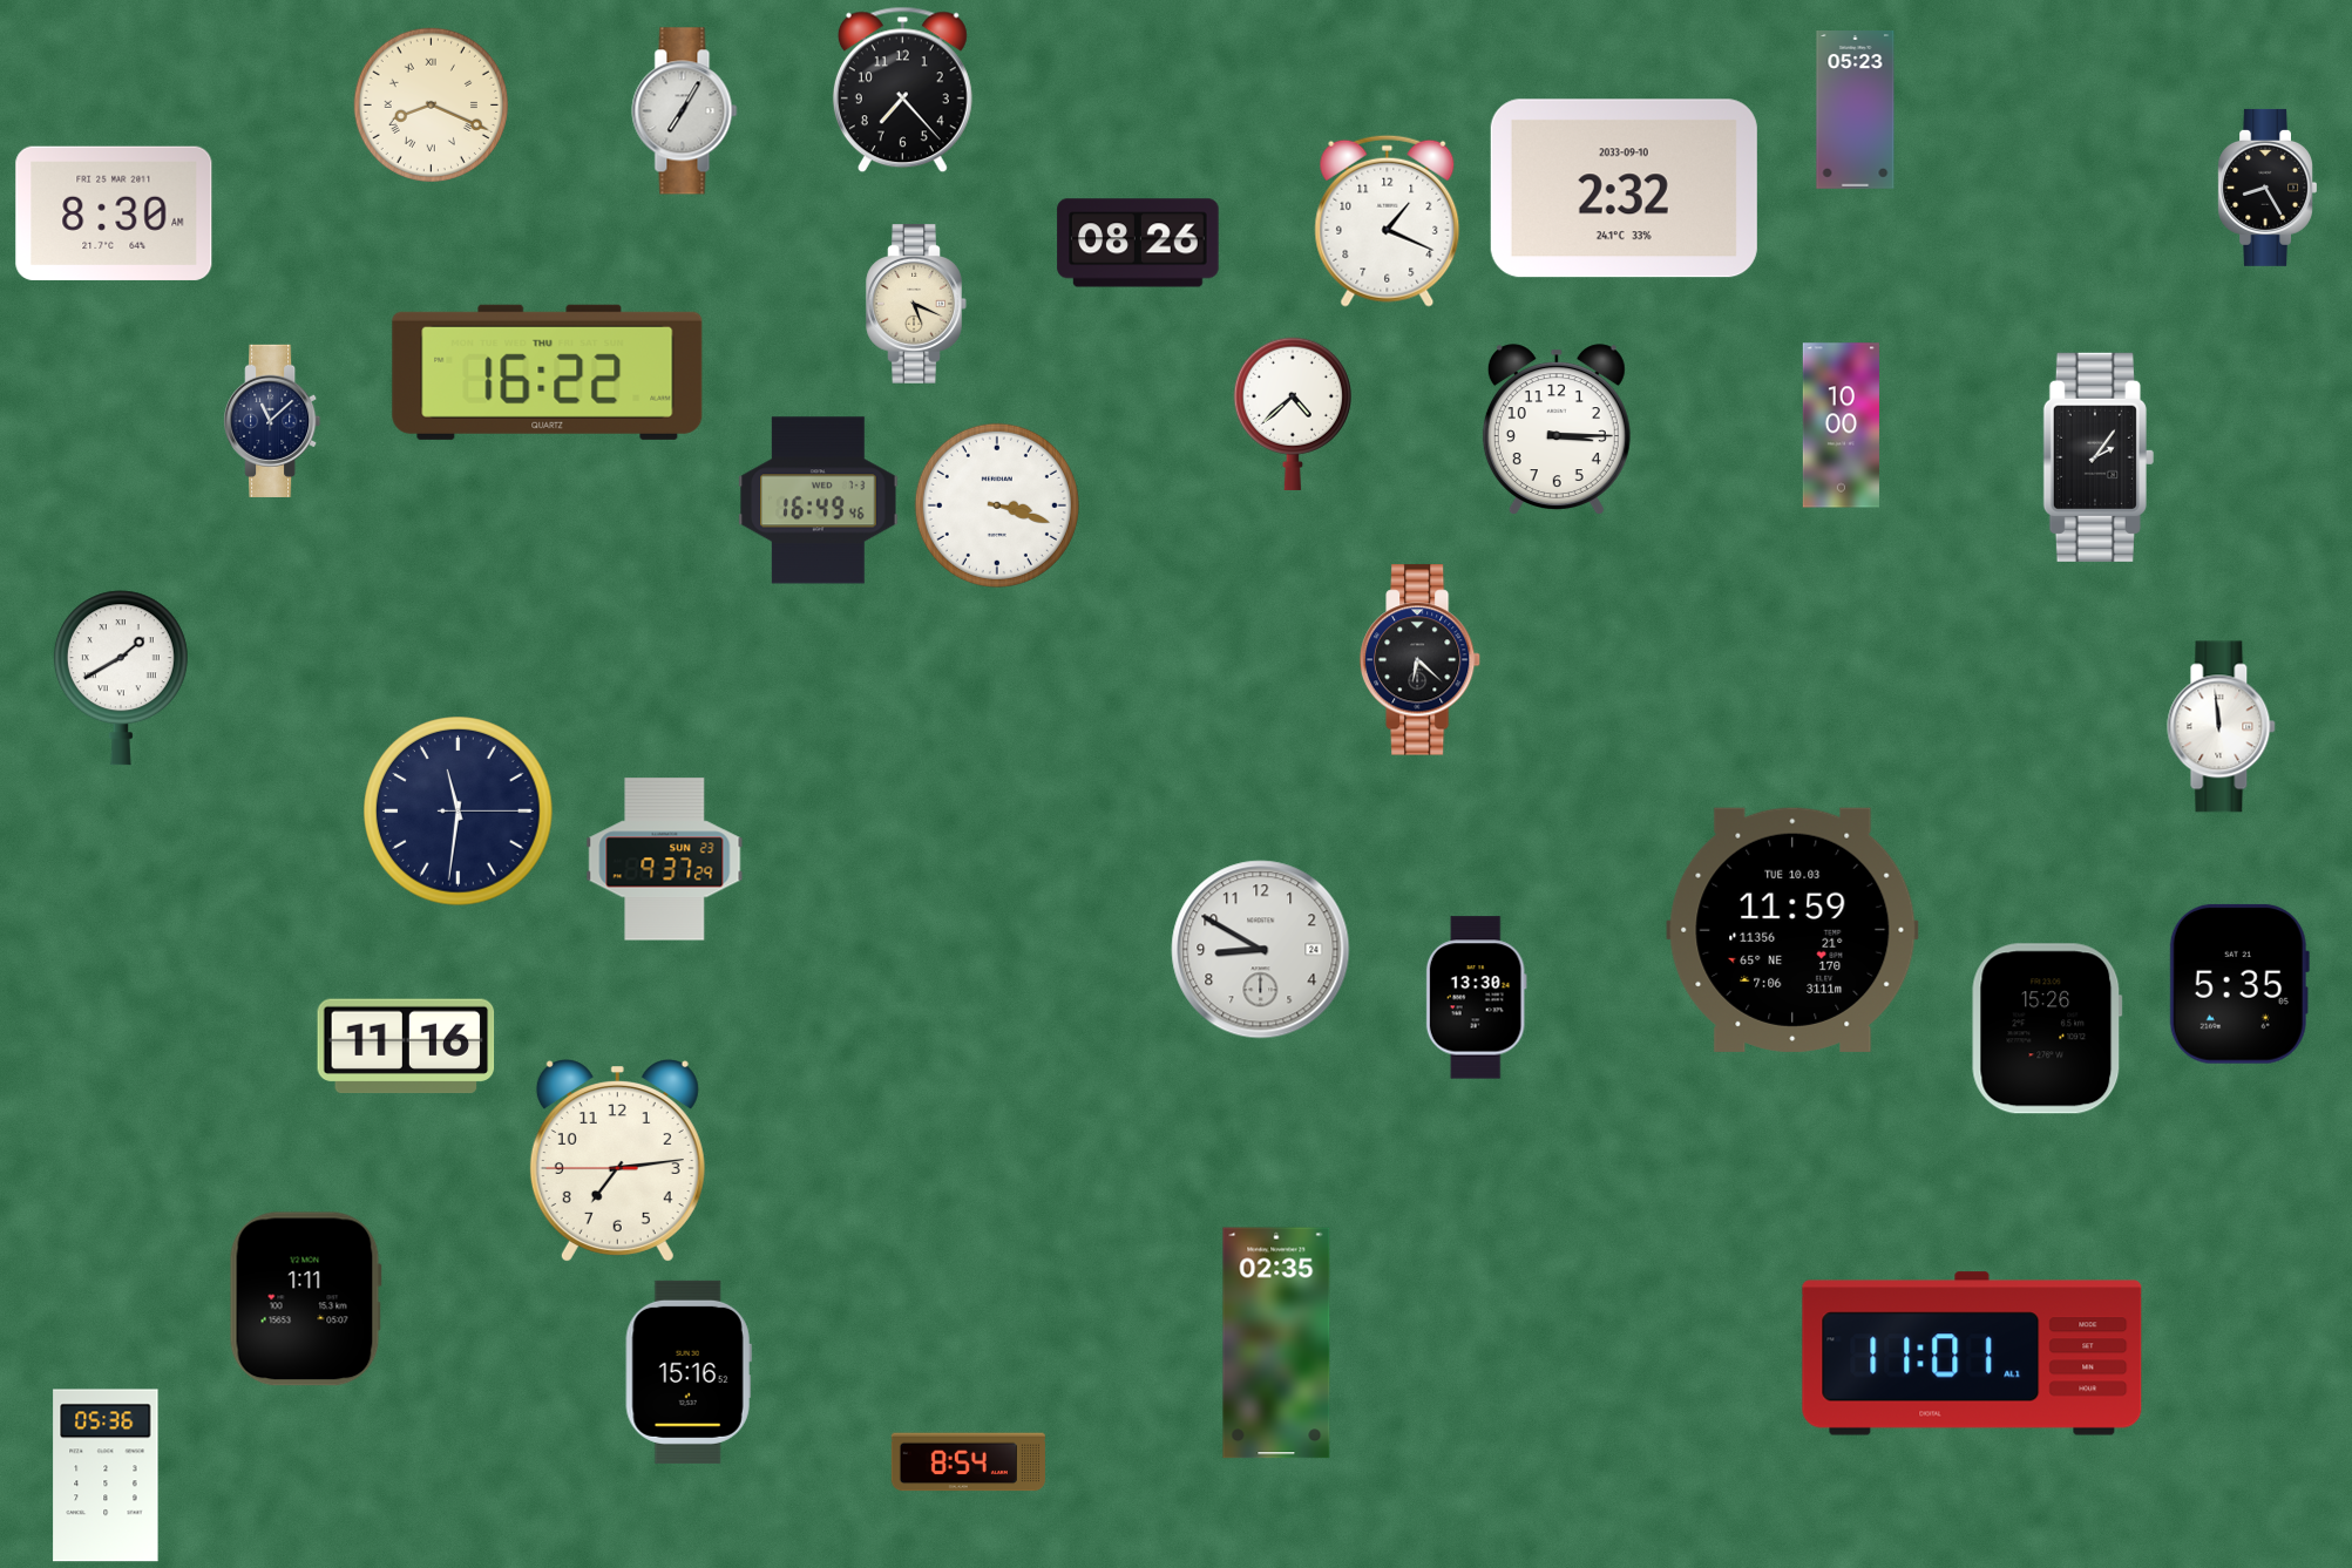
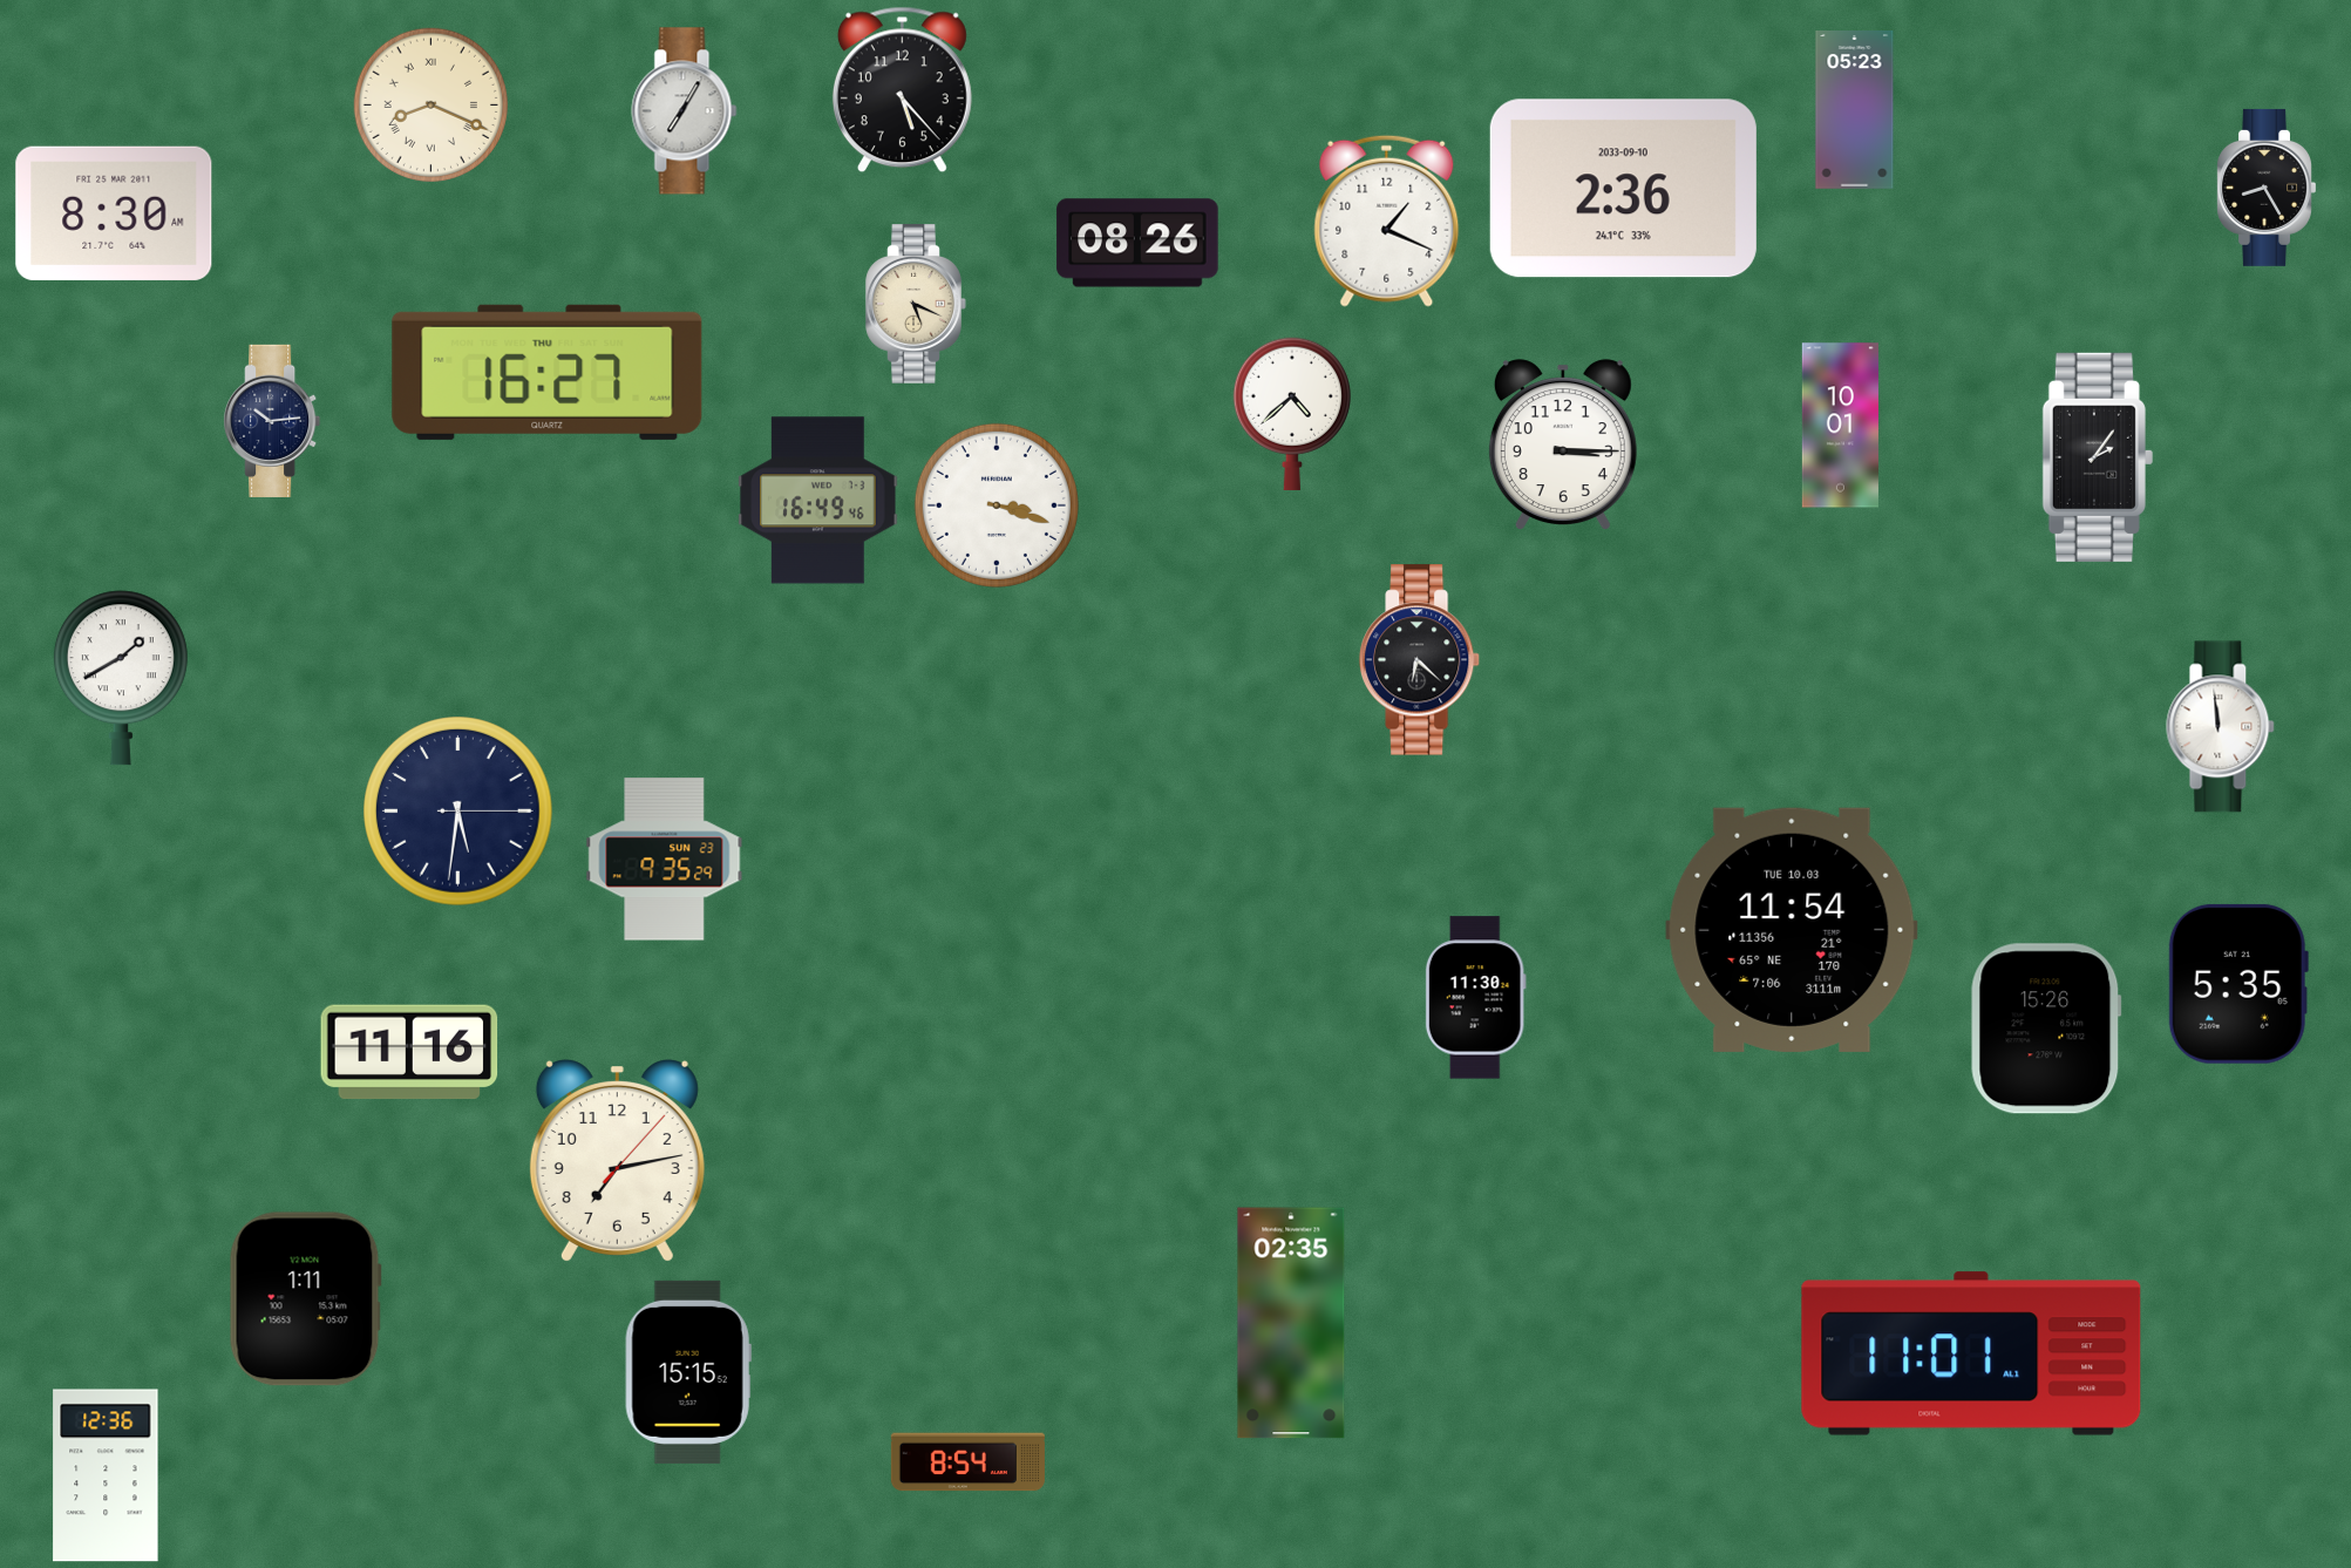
clock at (902, 90): 7:23 -> 5:23
clock at (1624, 189): 2:32 -> 2:36
clock at (548, 372): 16:22 -> 16:27
clock at (272, 421): 11:08 -> 10:14
clock at (1841, 426): 10:00 -> 10:01
clock at (1557, 429) position: (1557, 429) -> (1563, 444)
clock at (459, 812): 11:31 -> 5:31
clock at (665, 860): 9:37 -> 9:35
clock at (1792, 930): 11:59 -> 11:54
clock at (1261, 950): 8:50 -> none
clock at (1476, 998): 13:30 -> 11:30
clock at (406, 1046) position: (406, 1046) -> (409, 1052)
clock at (617, 1161): 7:13:45 -> 7:13:07
clock at (1276, 1343) position: (1276, 1343) -> (1291, 1323)
clock at (689, 1372): 15:16 -> 15:15
clock at (106, 1475): 05:36 -> 12:36
